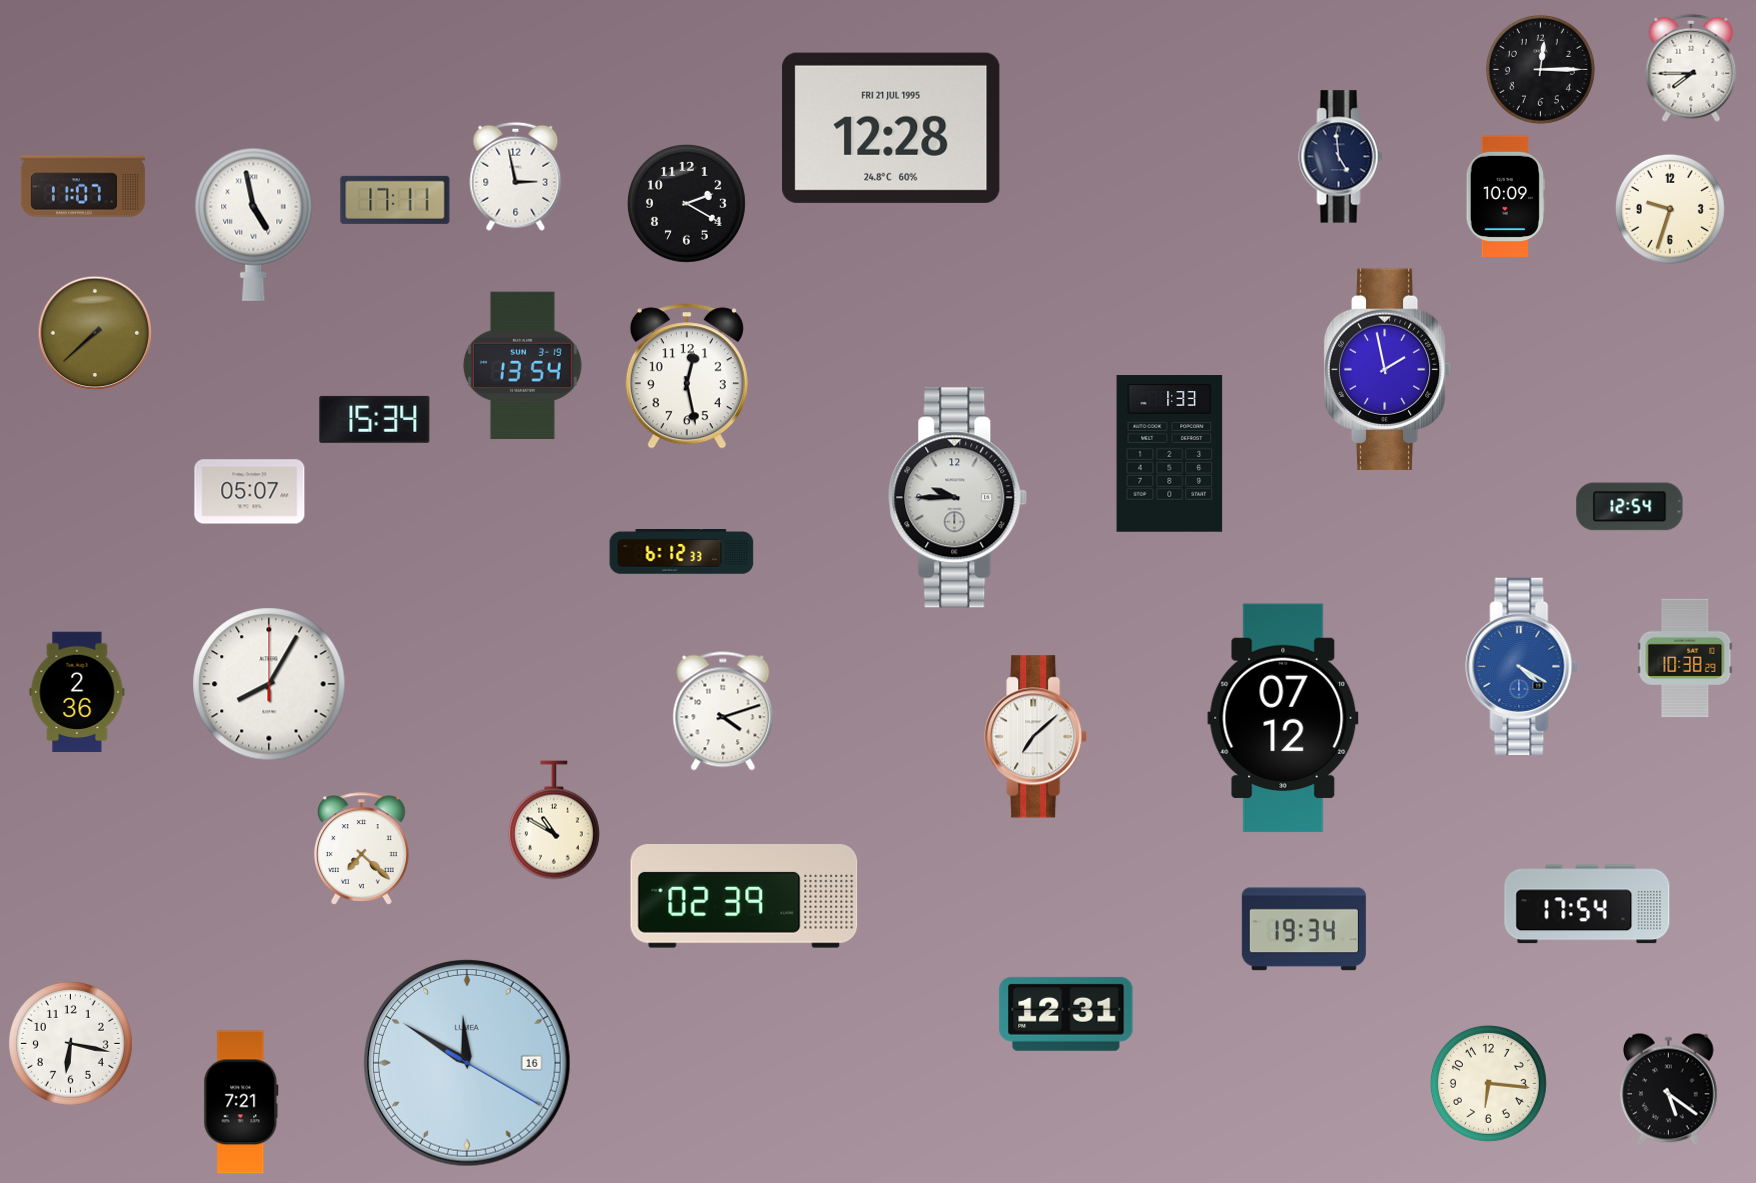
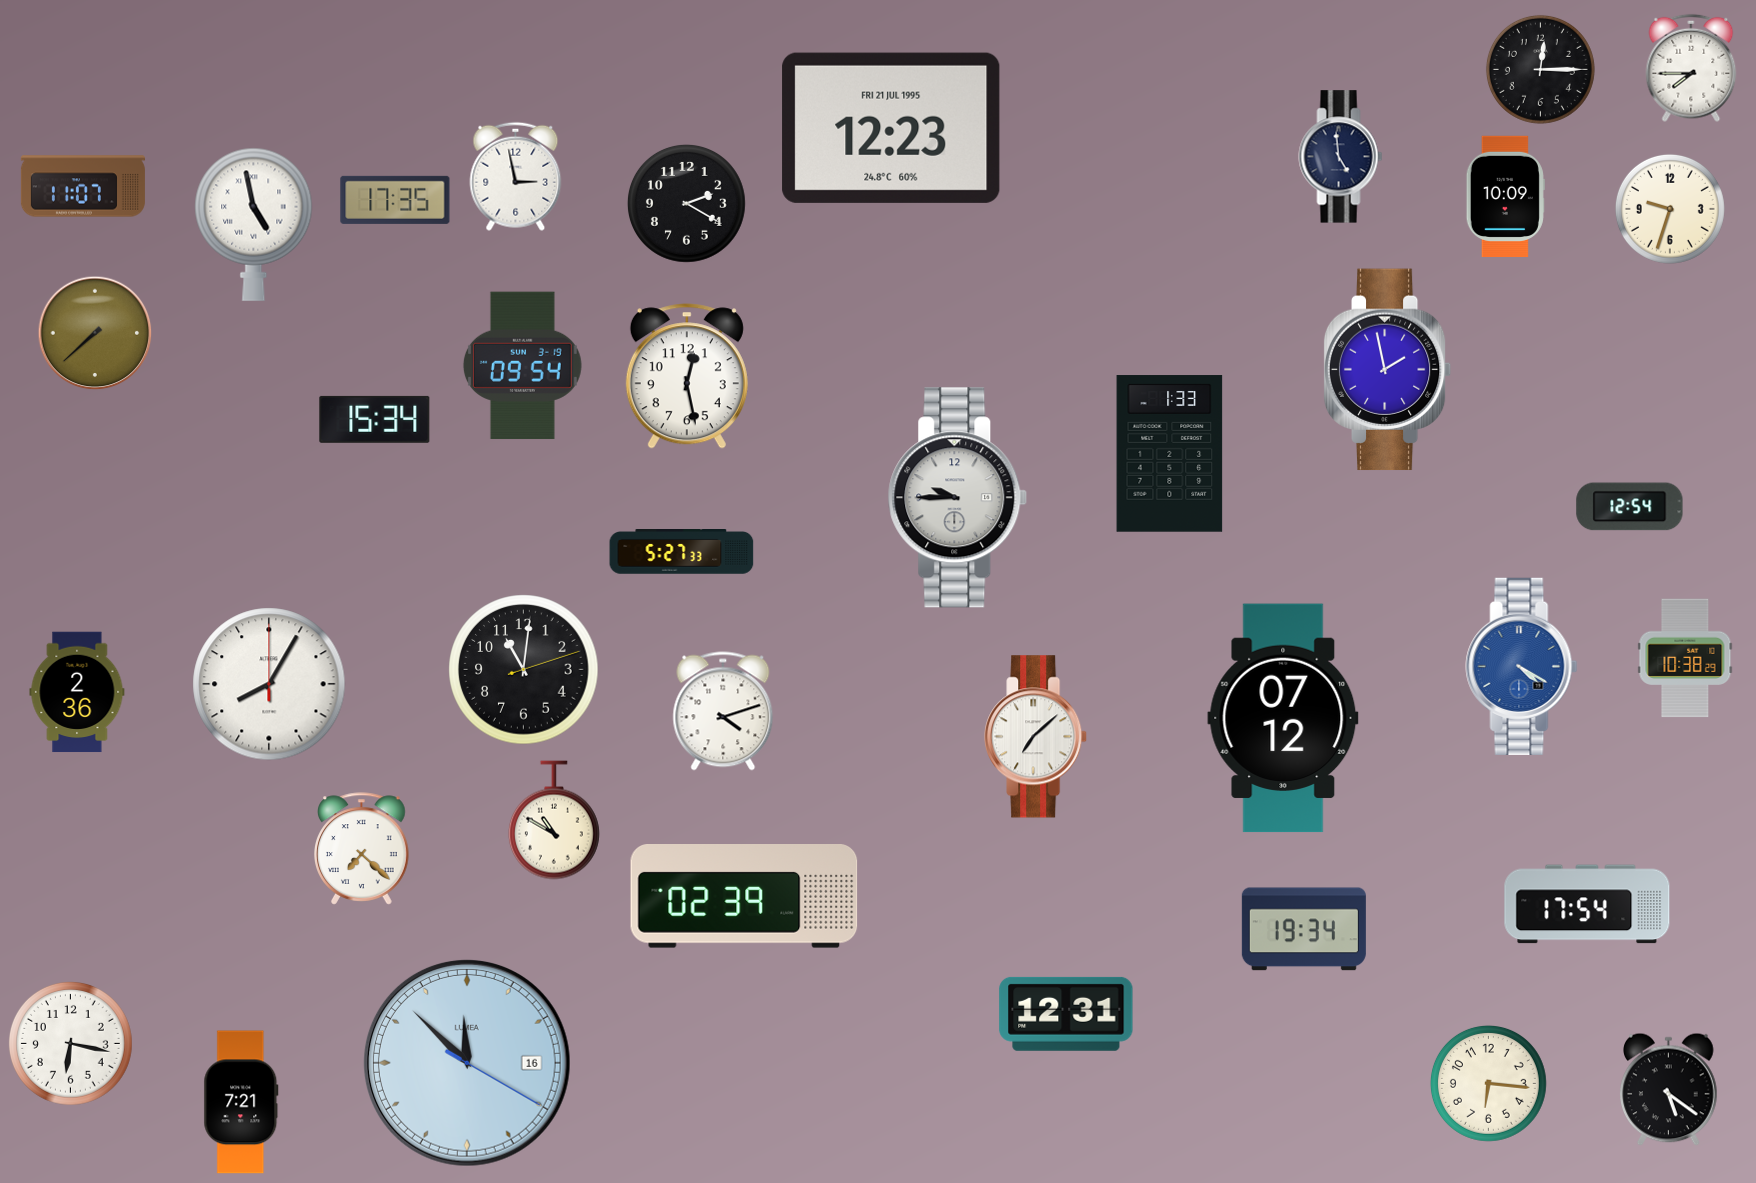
clock at (891, 128): 12:28 -> 12:23
clock at (395, 200): 17:11 -> 17:35
clock at (522, 366): 13:54 -> 09:54
clock at (250, 492): 05:07 -> none
clock at (682, 552): 6:12 -> 5:27
clock at (524, 670): none -> 11:01
clock at (467, 1063): 11:50 -> 11:52
